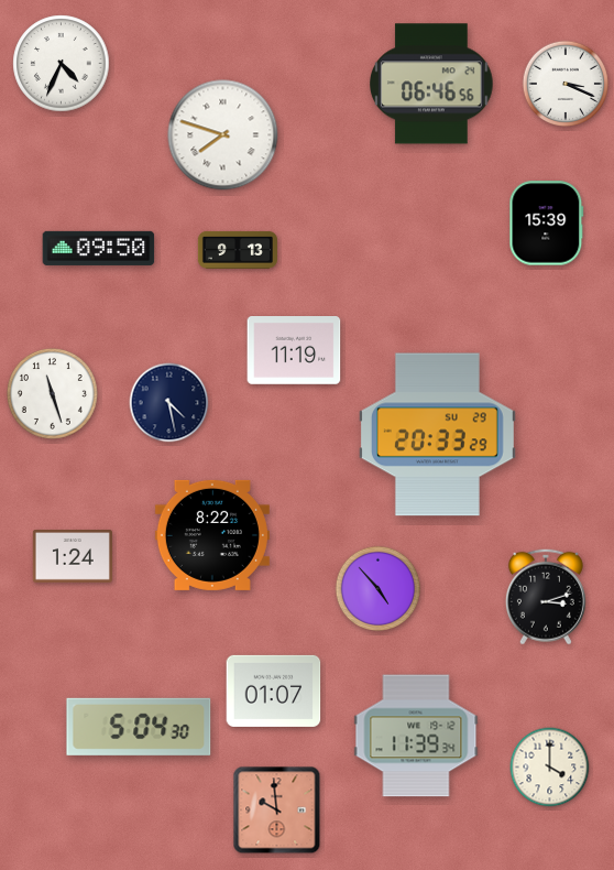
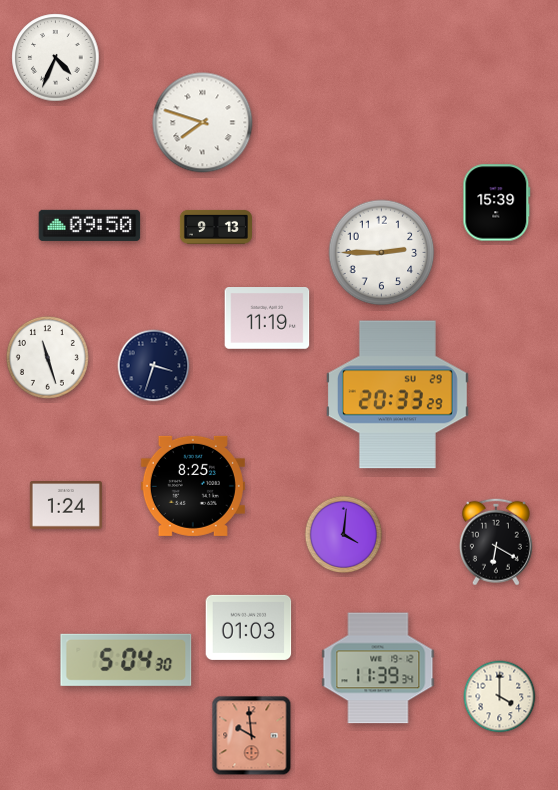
clock at (431, 84): 06:46 -> none
clock at (566, 84): 3:19 -> none
clock at (382, 253): none -> 2:45
clock at (169, 403): 4:28 -> 3:33
clock at (212, 535): 8:22 -> 8:25
clock at (379, 589): 4:53 -> 4:01
clock at (546, 597): 3:12 -> 6:20
clock at (274, 690): 01:07 -> 01:03
